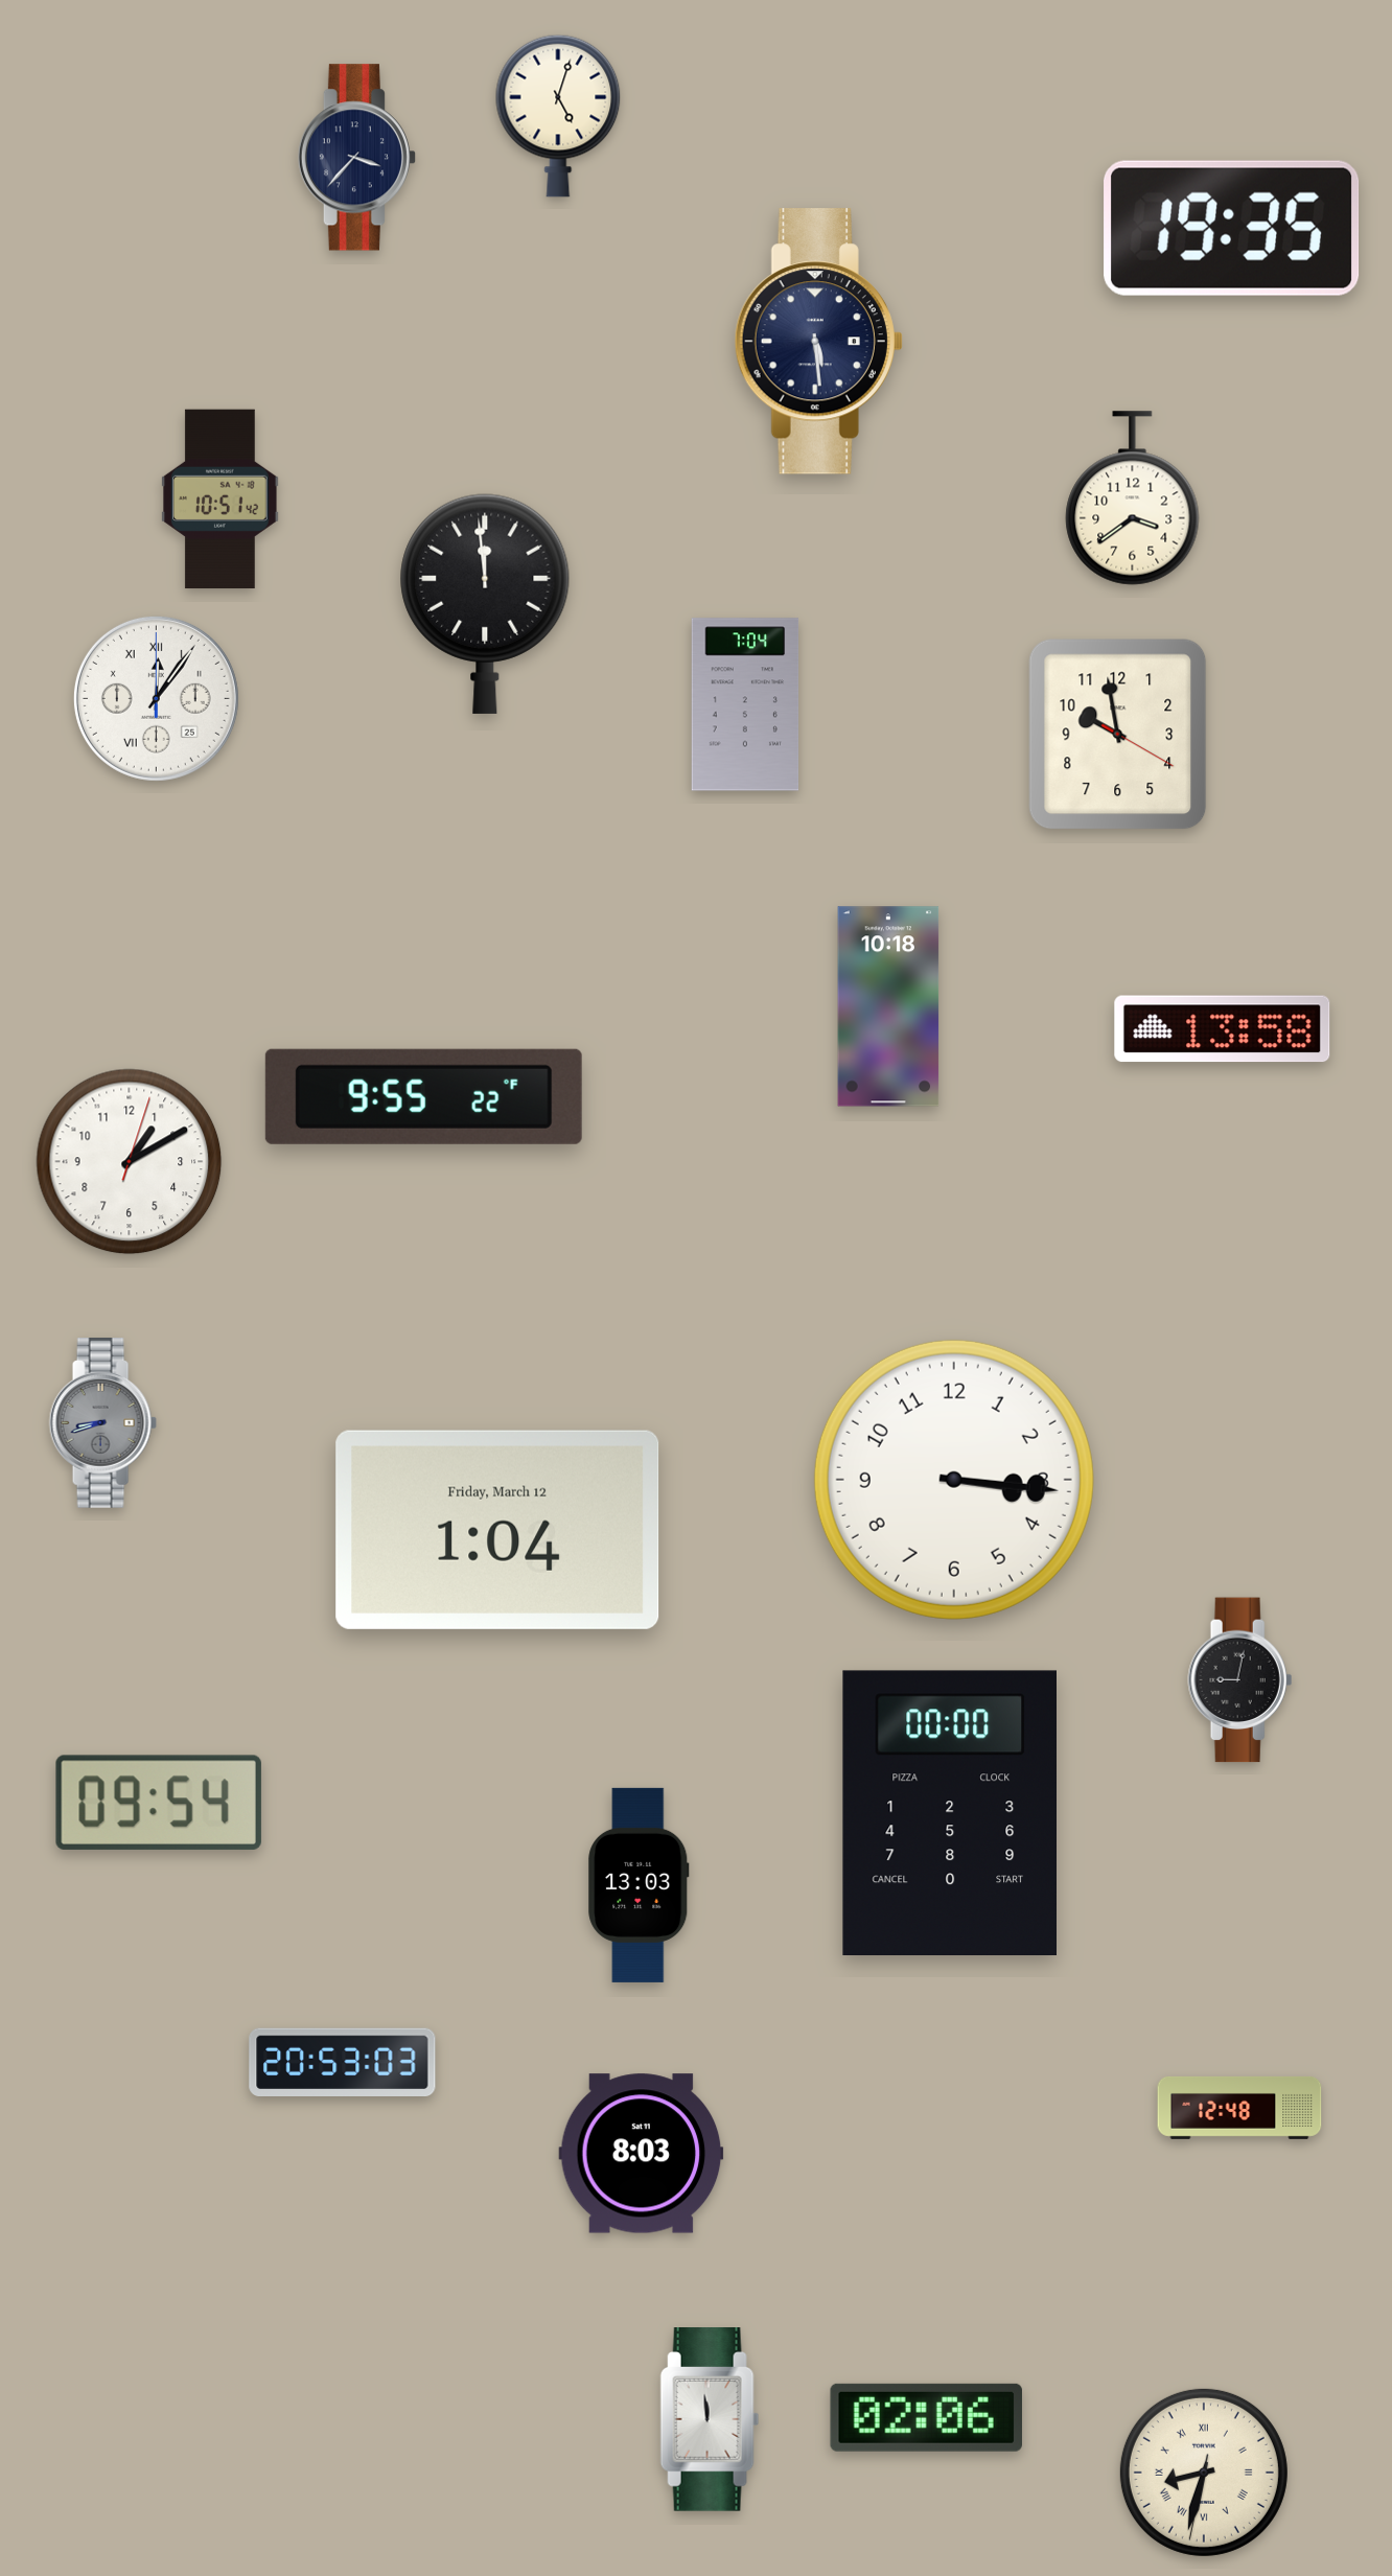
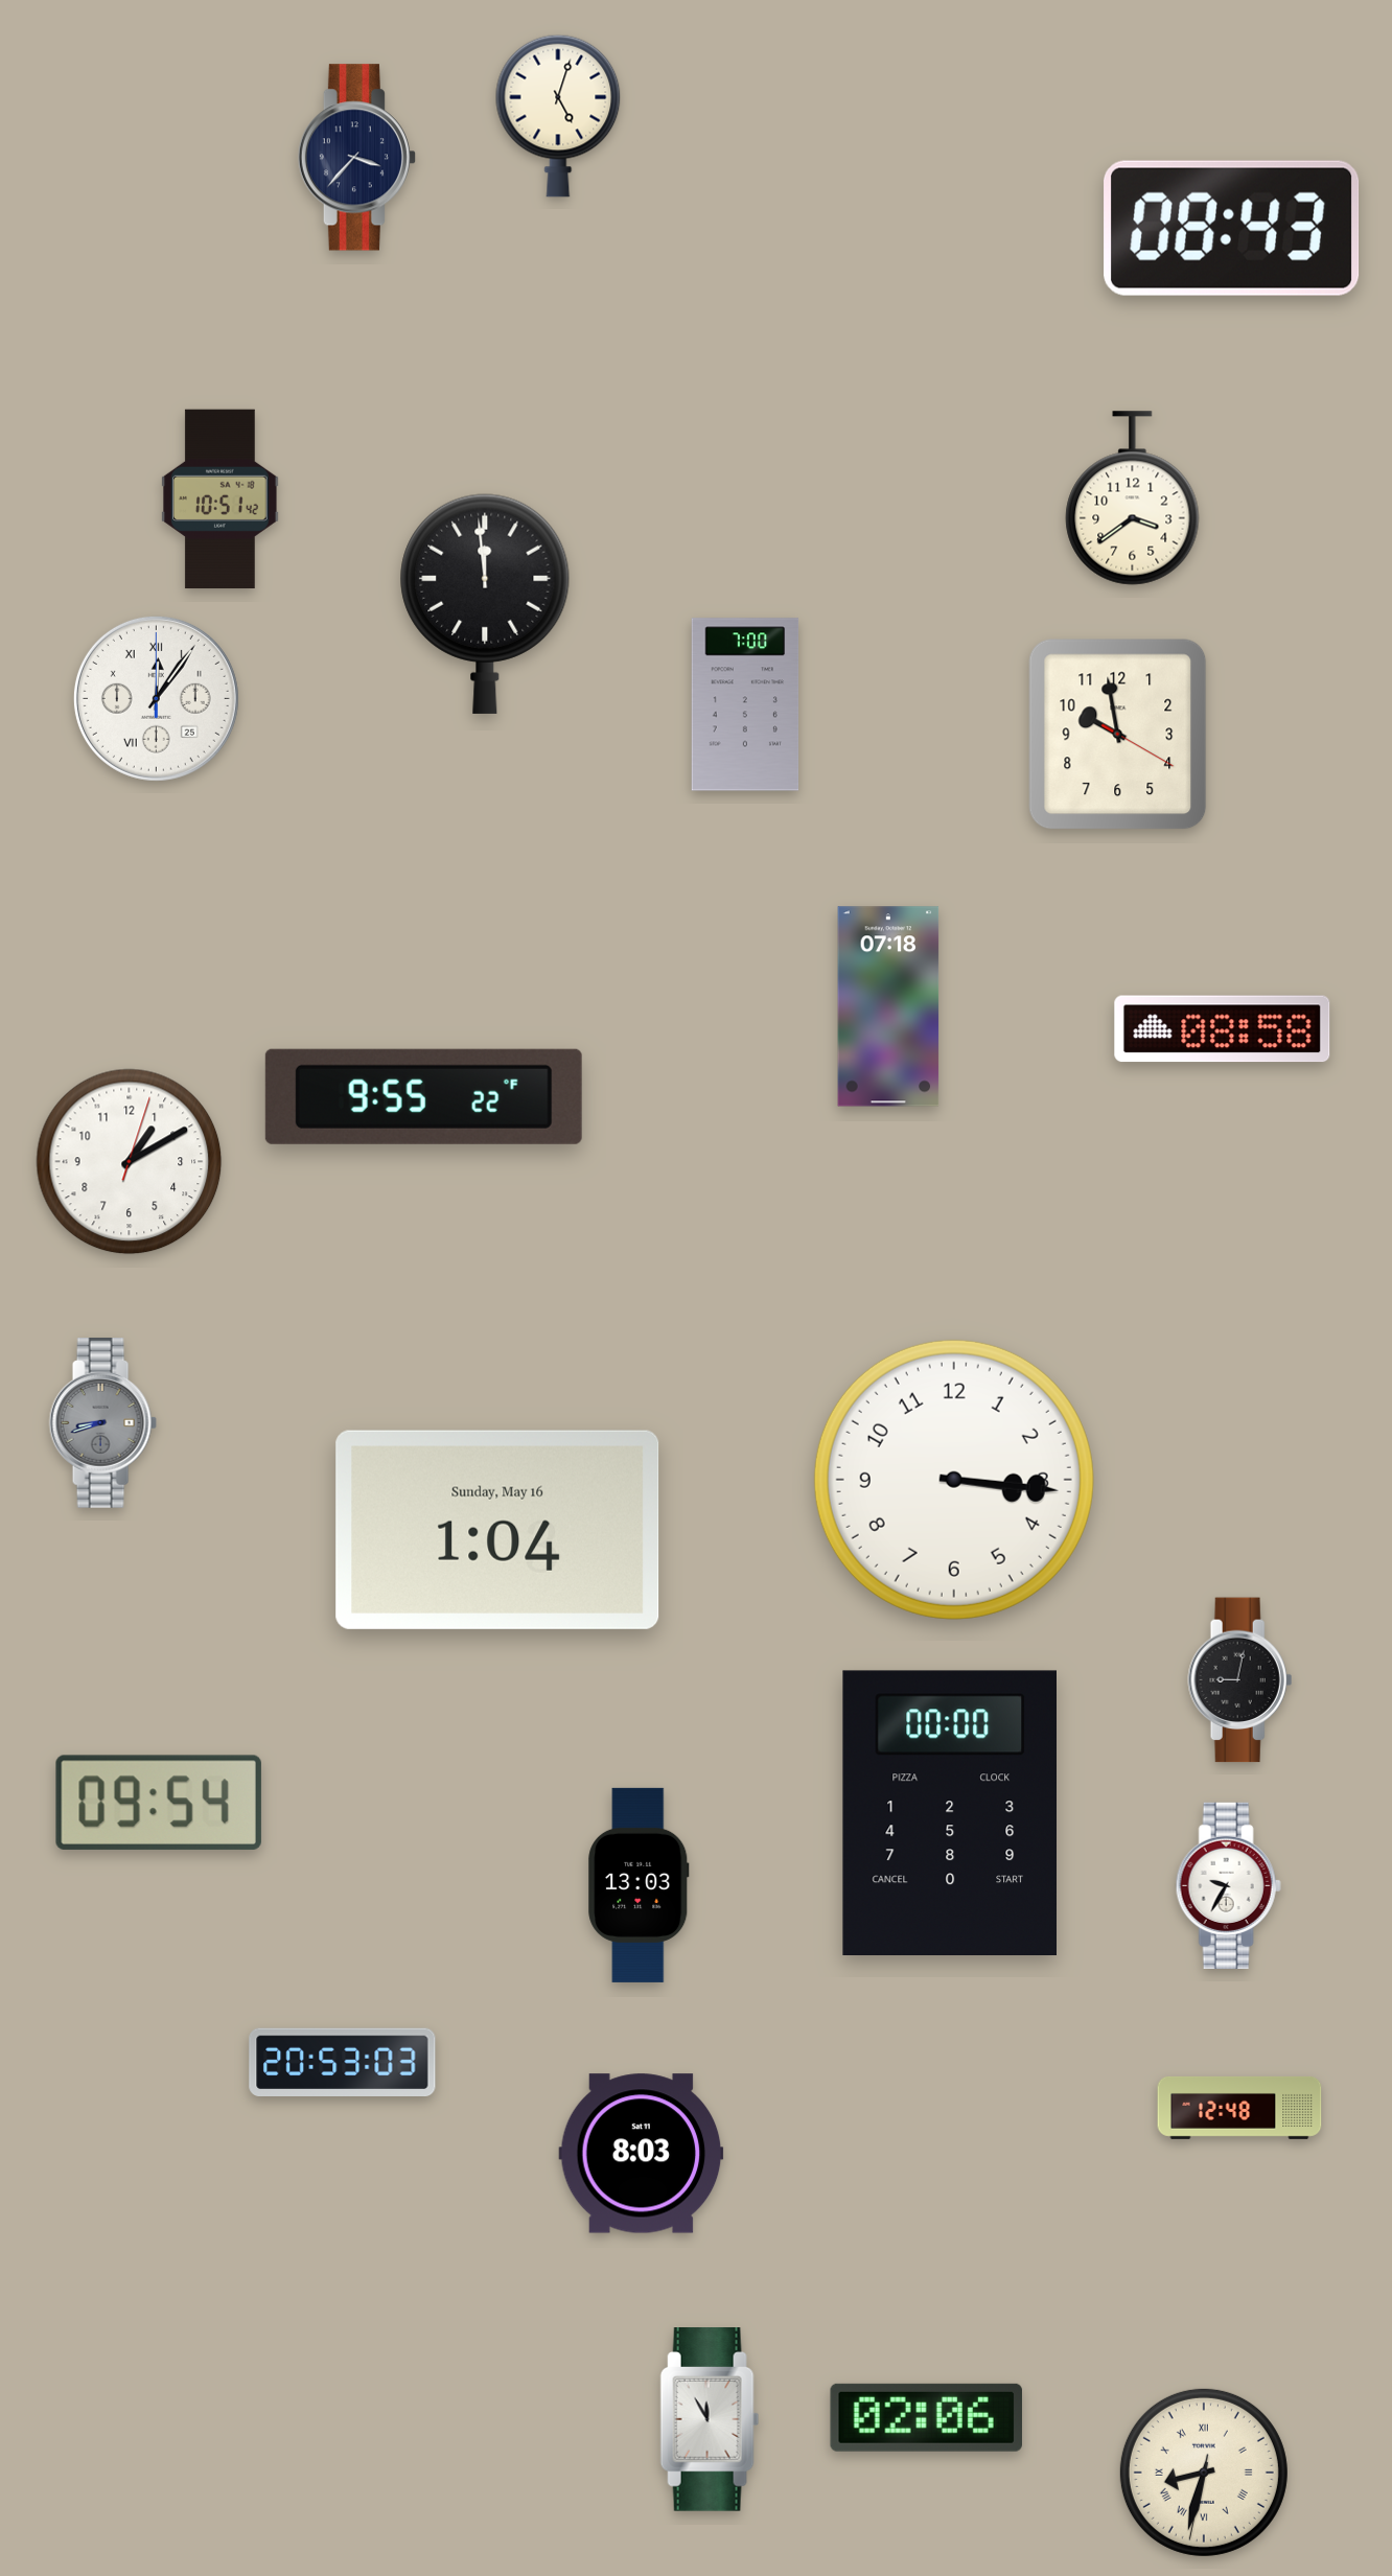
clock at (1232, 228): 19:35 -> 08:43
clock at (818, 342): 5:29 -> none
clock at (745, 704): 7:04 -> 7:00
clock at (888, 1006): 10:18 -> 07:18
clock at (1223, 1029): 13:58 -> 08:58
clock at (497, 1530) date: Friday, March 12 -> Sunday, May 16
clock at (1228, 1885): none -> 9:35
clock at (710, 2420): 11:59 -> 11:55
